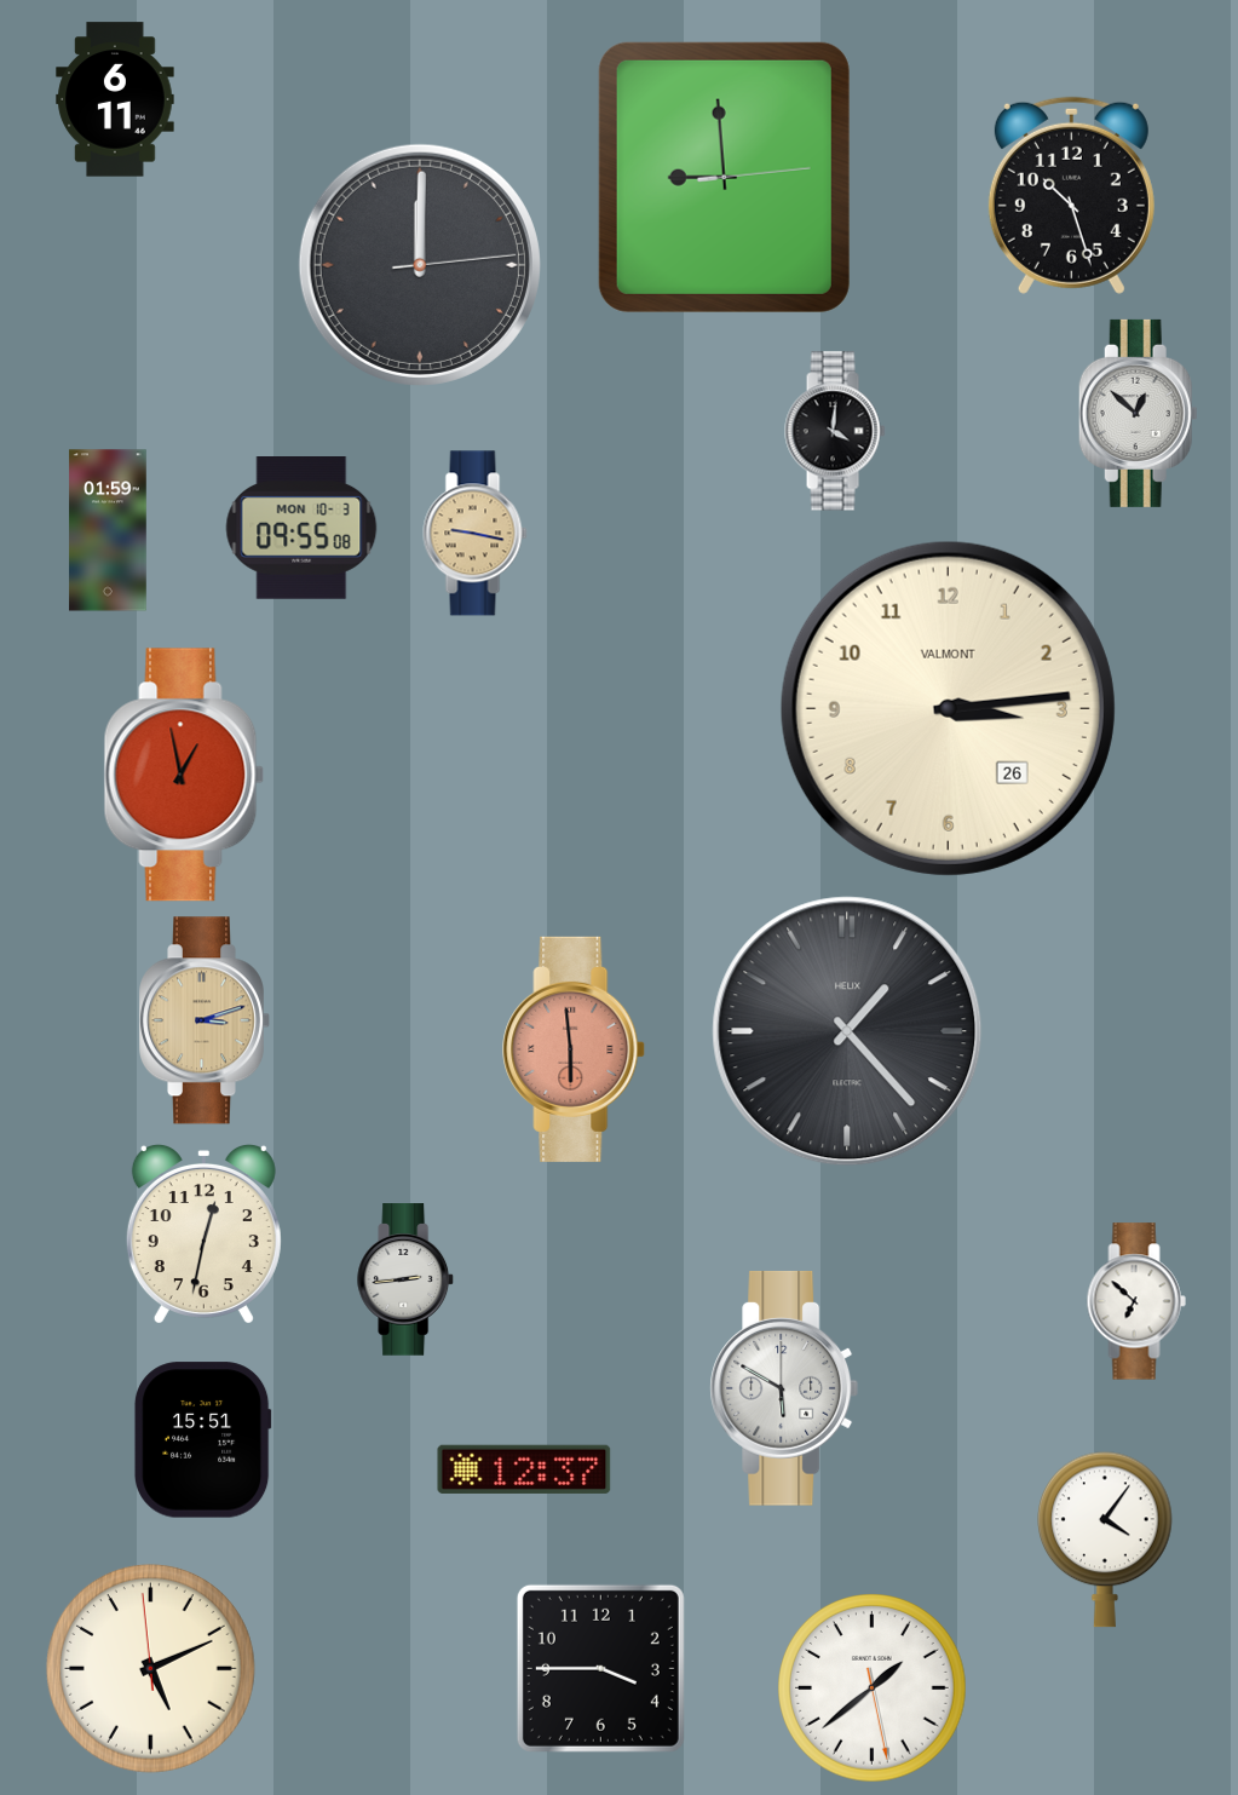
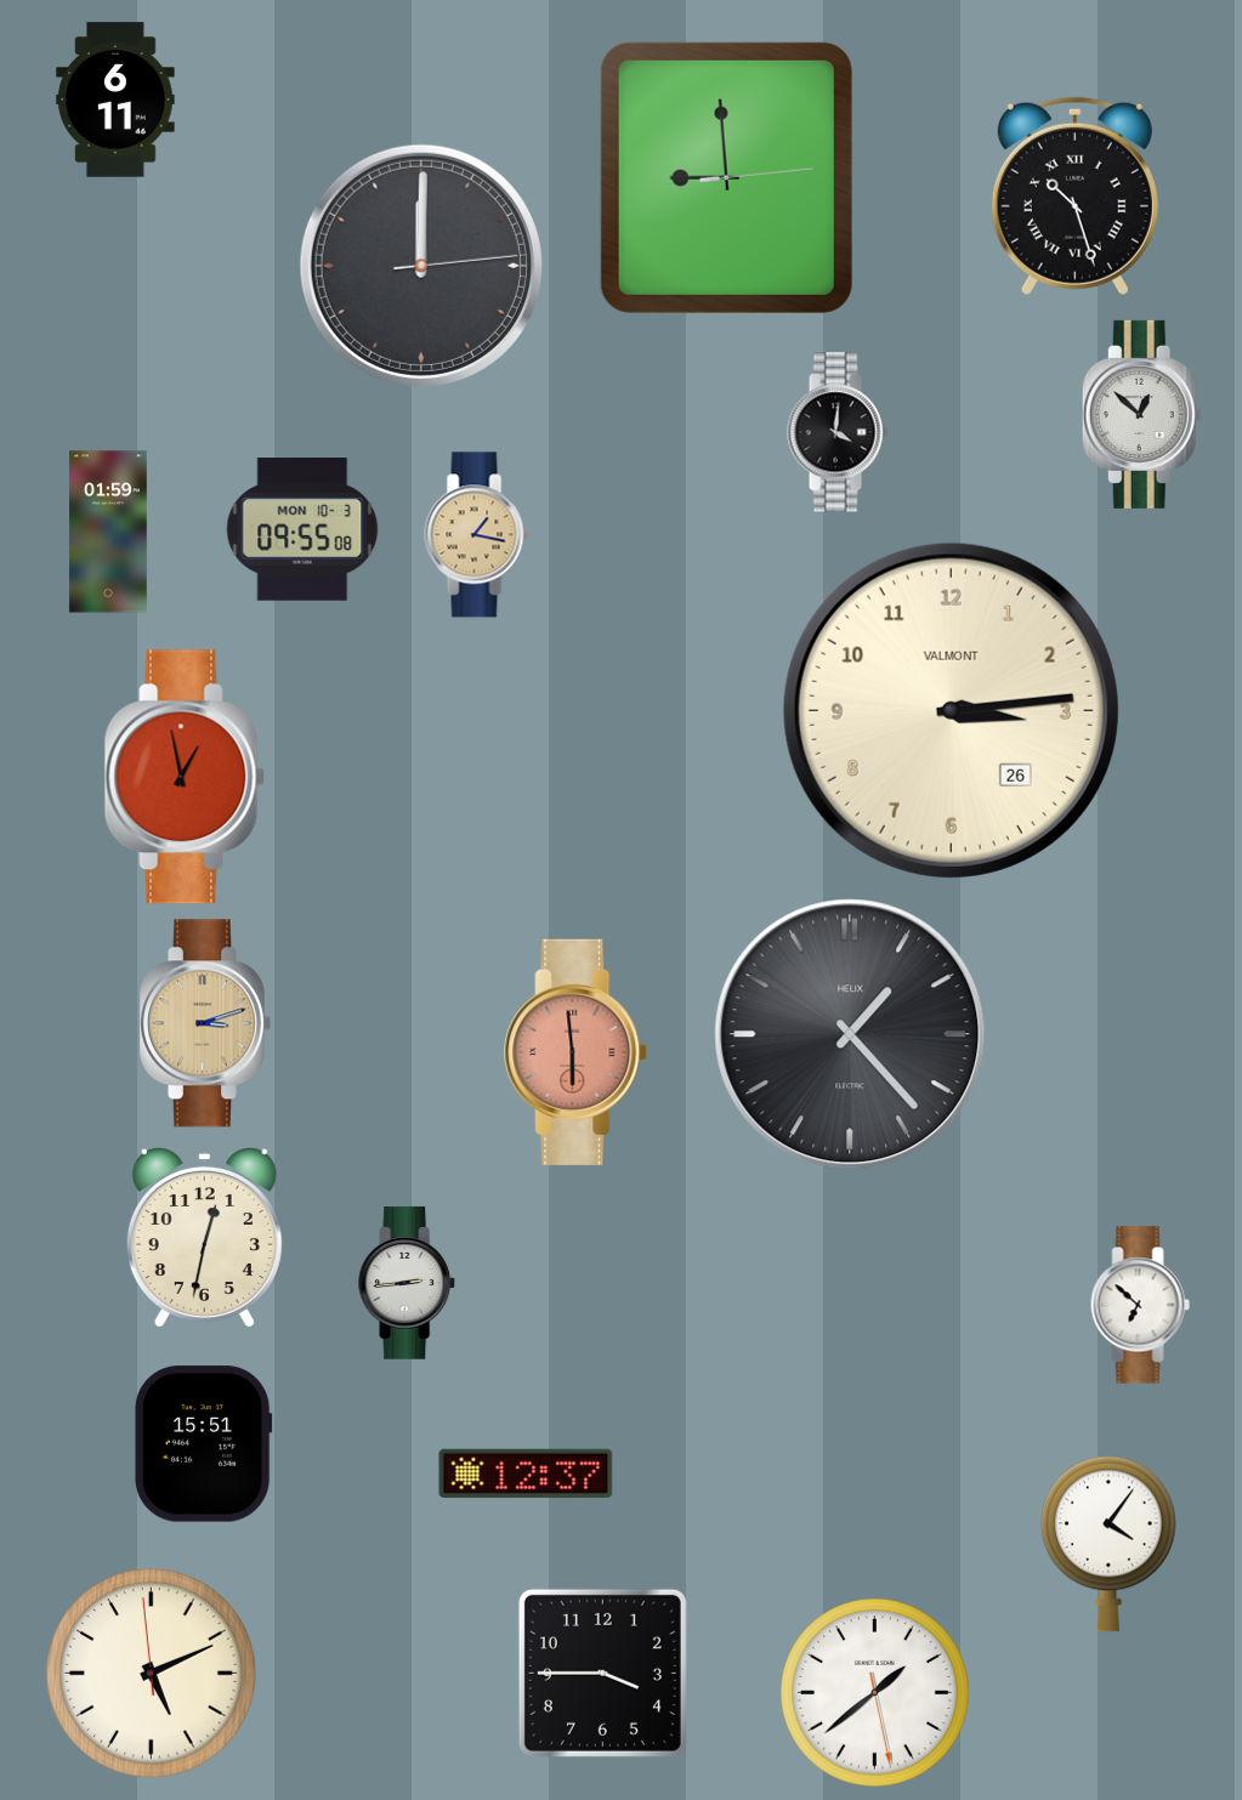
clock at (1071, 195) numerals: Arabic -> Roman
clock at (476, 534): 9:17 -> 1:17
clock at (784, 1388): 5:50 -> none
